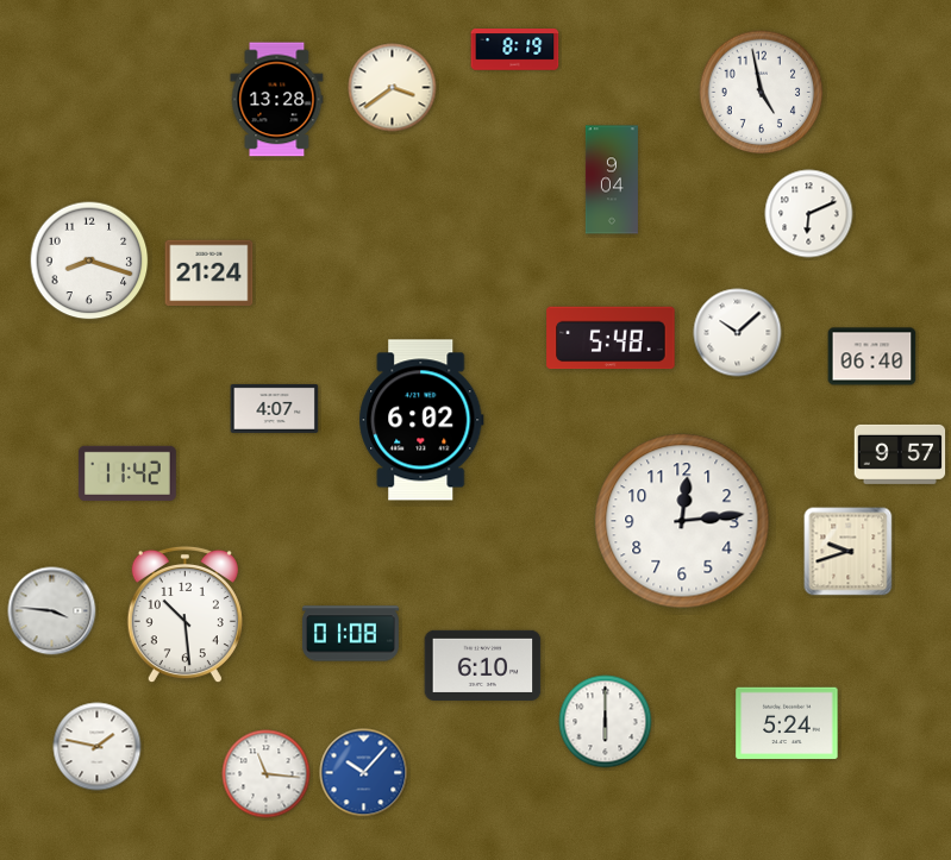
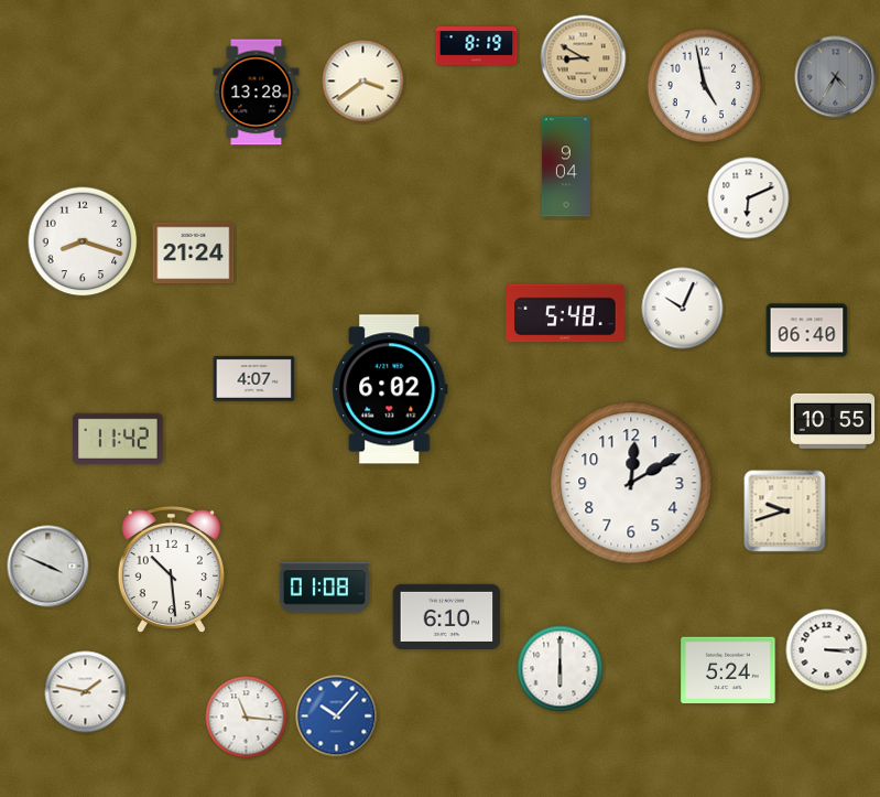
clock at (584, 58): none -> 8:50
clock at (836, 77): none -> 4:35
clock at (738, 333): 10:08 -> 10:04
clock at (900, 454): 9:57 -> 10:55
clock at (682, 521): 12:14 -> 12:10
clock at (52, 611): 3:46 -> 3:49
clock at (827, 650): none -> 3:15
clock at (98, 747) position: (98, 747) -> (86, 692)
